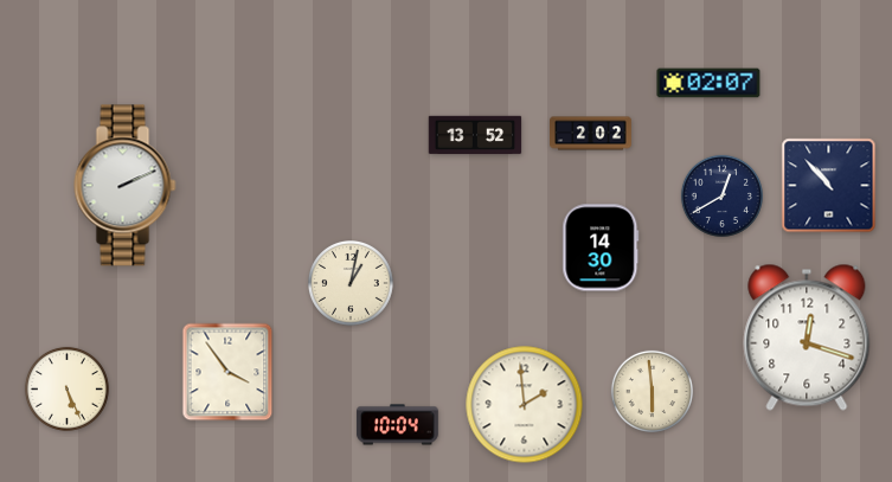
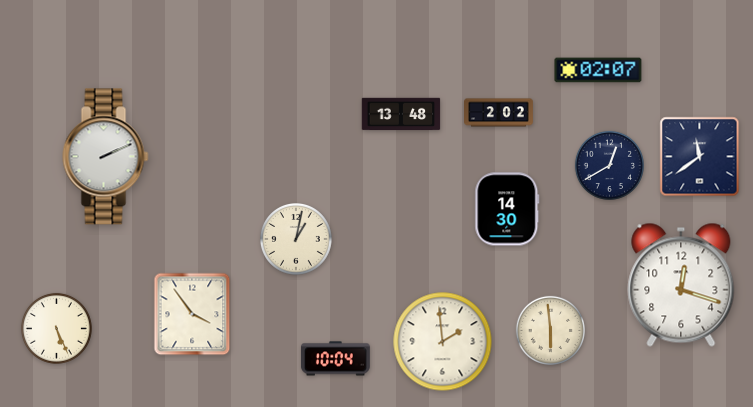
clock at (475, 135): 13:52 -> 13:48
clock at (829, 186): 10:53 -> 11:39
